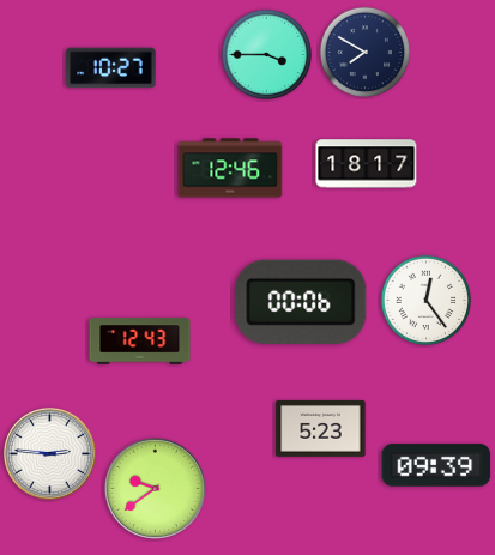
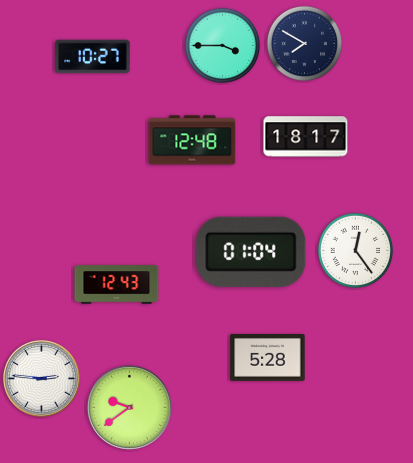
clock at (230, 168): 12:46 -> 12:48
clock at (301, 302): 00:06 -> 01:04
clock at (321, 429): 5:23 -> 5:28
clock at (436, 465): 09:39 -> none
